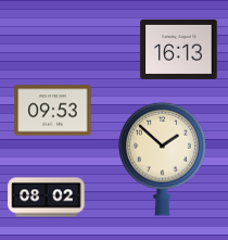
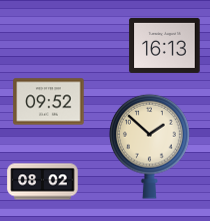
clock at (53, 111): 09:53 -> 09:52
